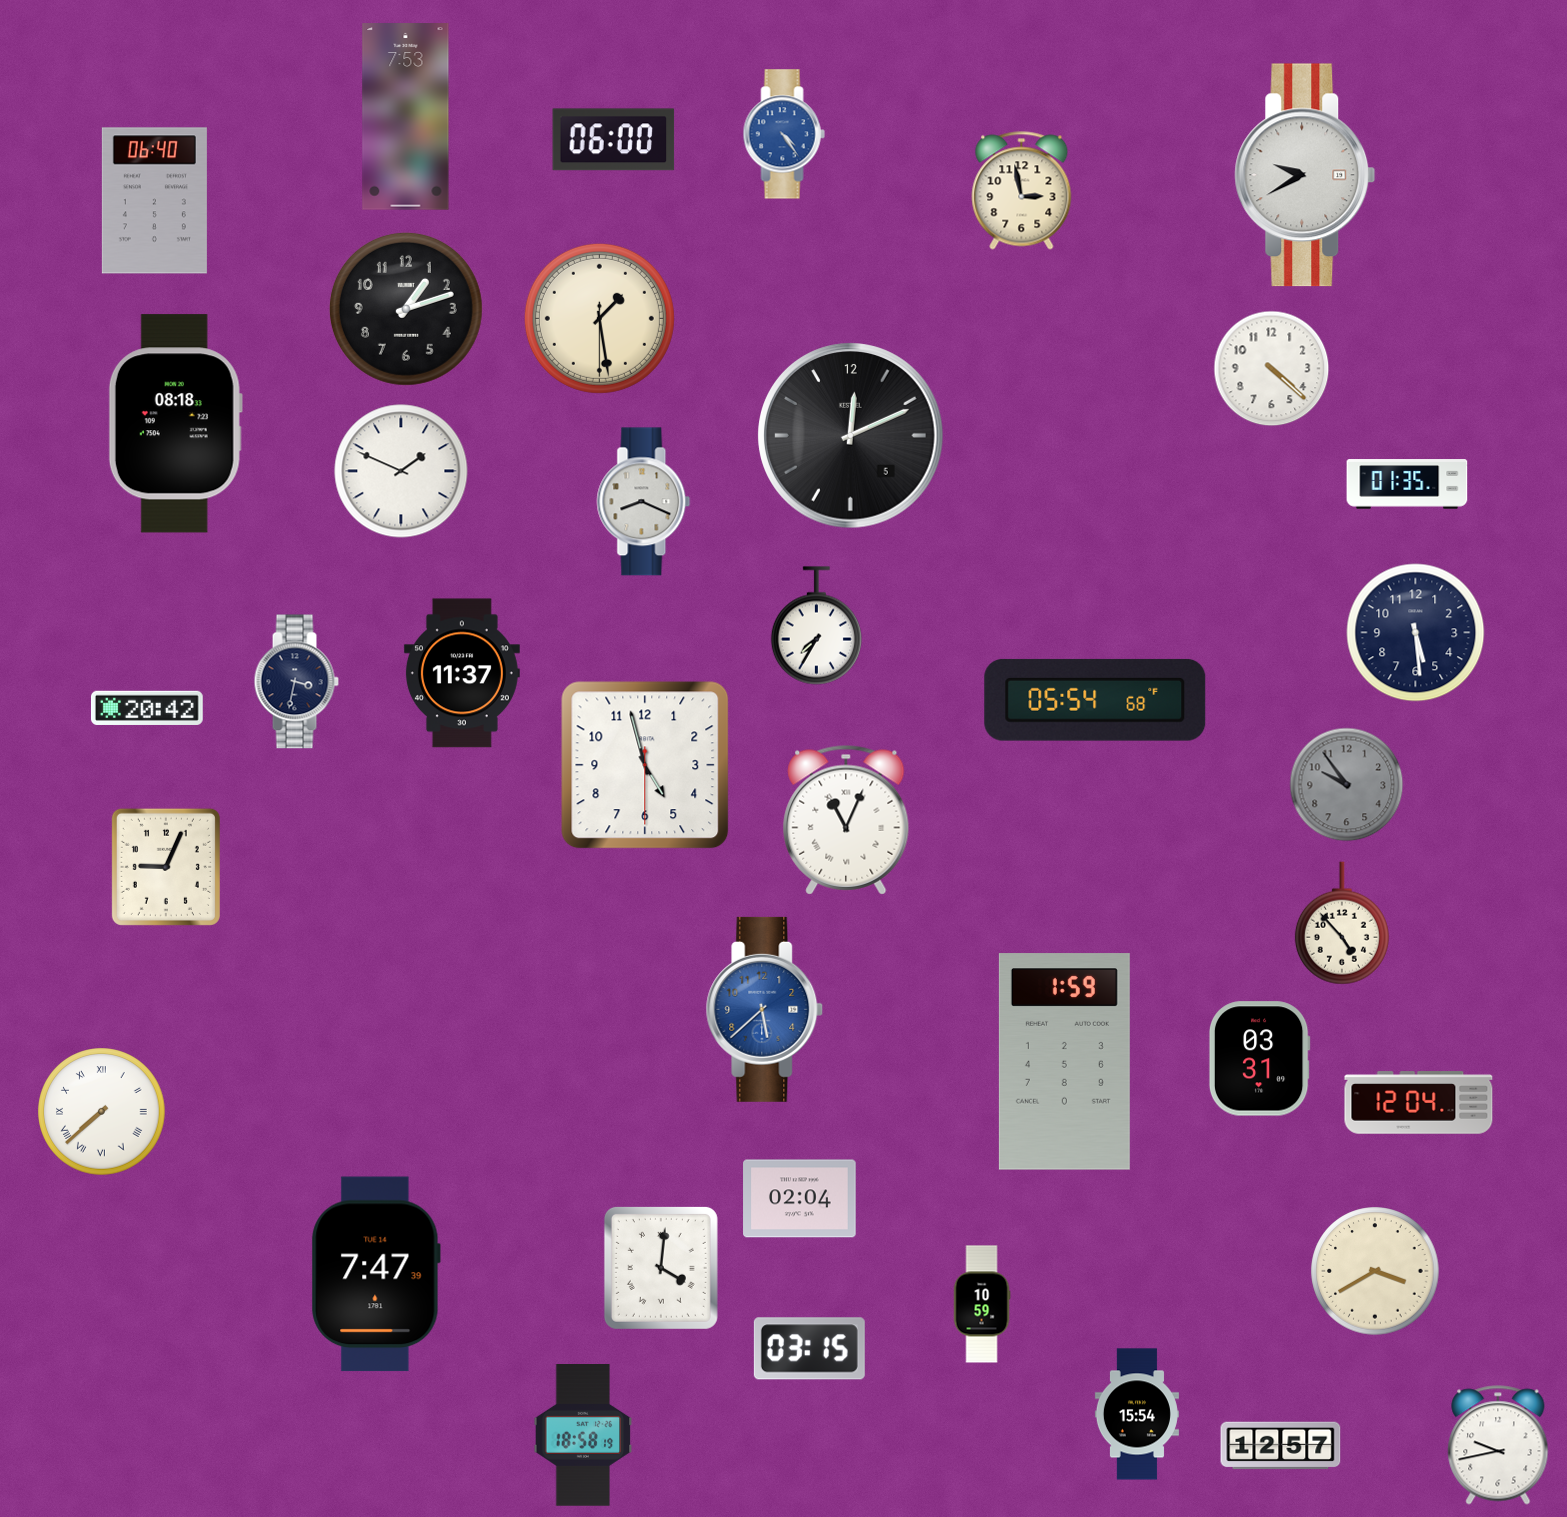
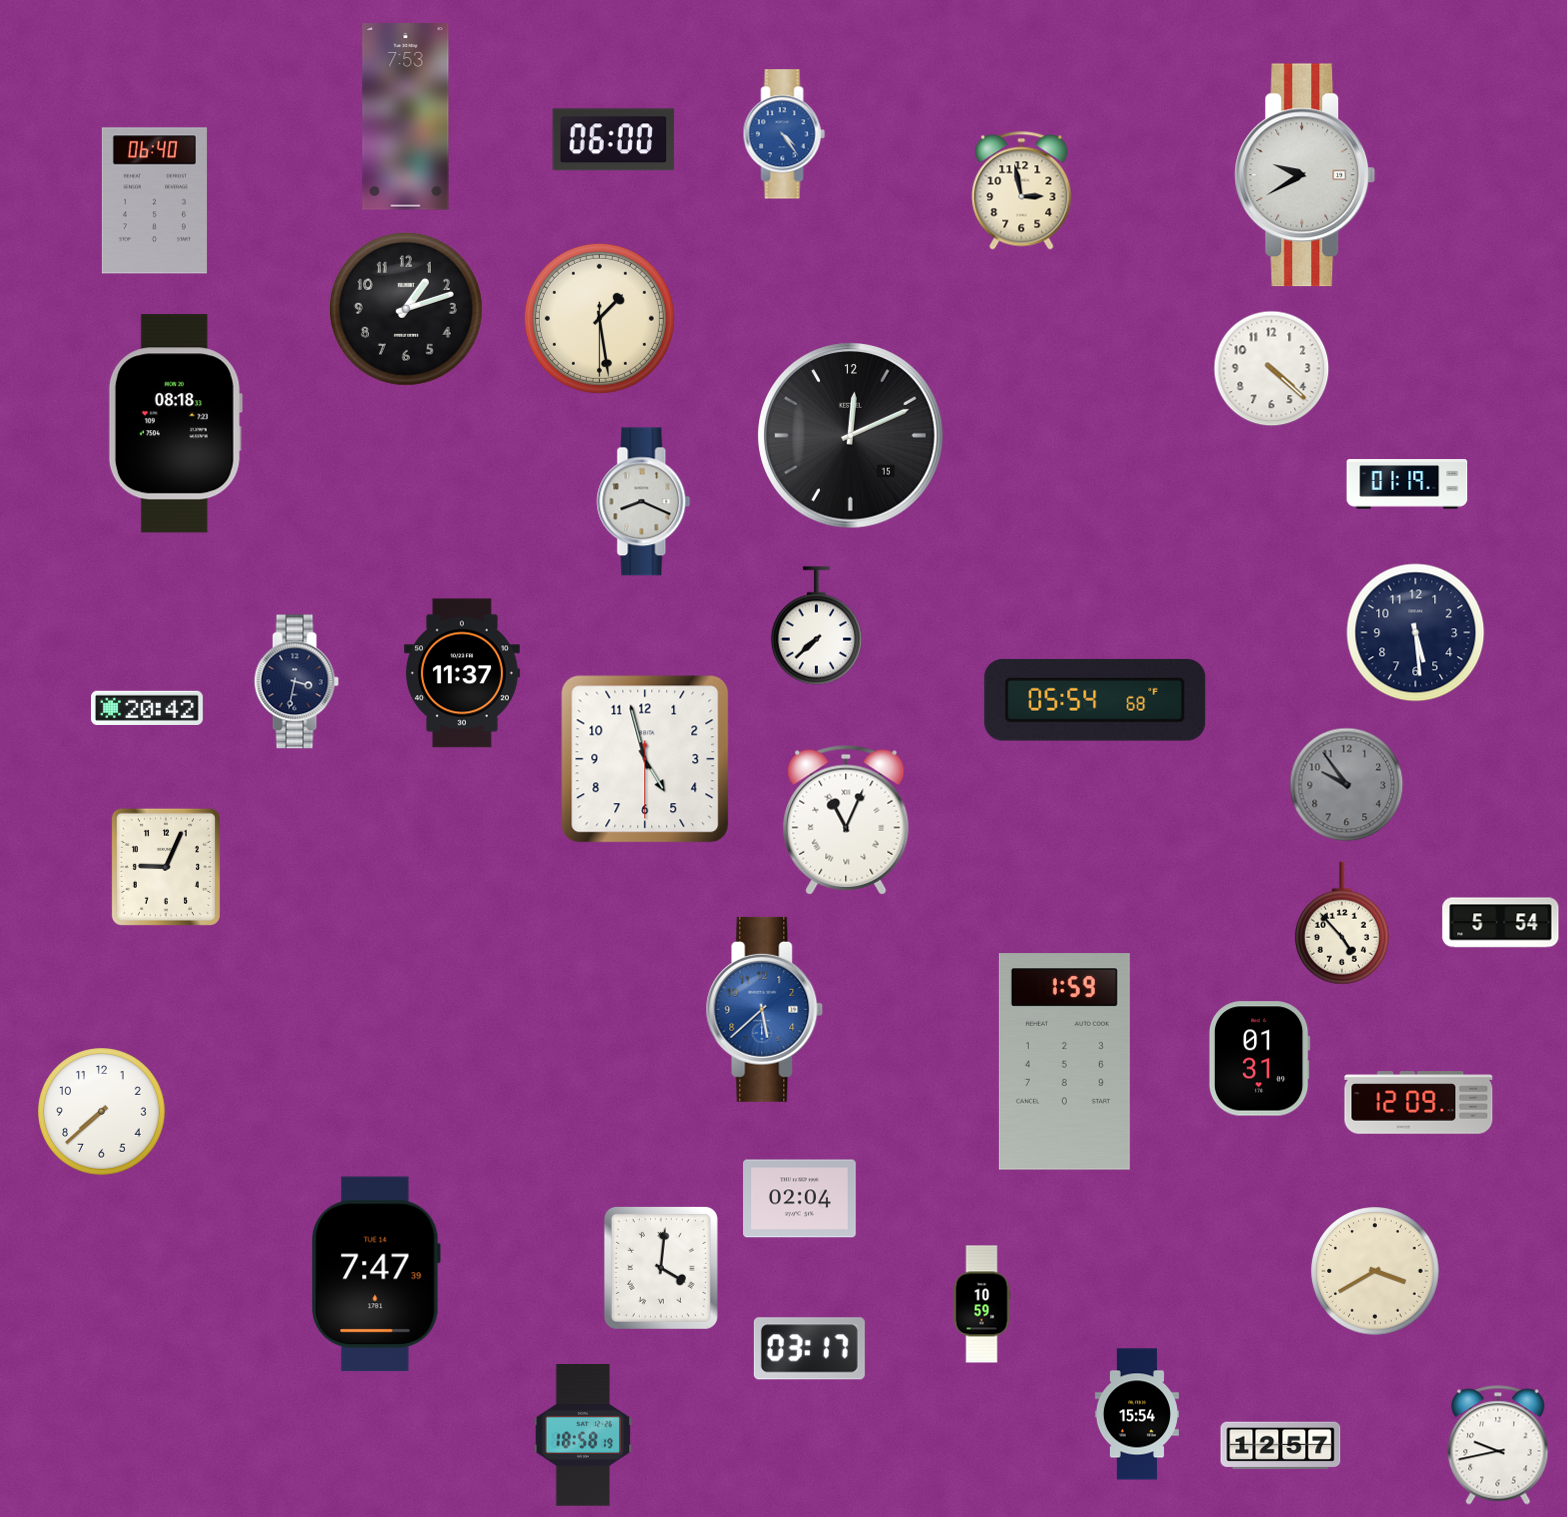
clock at (851, 436) date: 5 -> 15
clock at (401, 471): 1:49 -> none
clock at (1407, 484): 01:35 -> 01:19
clock at (816, 626): 7:35 -> 7:38
clock at (645, 765) position: (645, 765) -> (645, 759)
clock at (1501, 923): none -> 5:54
clock at (1259, 1059): 03:31 -> 01:31
clock at (1419, 1103): 12:04 -> 12:09
clock at (102, 1112) numerals: Roman -> Arabic
clock at (809, 1349): 03:15 -> 03:17
